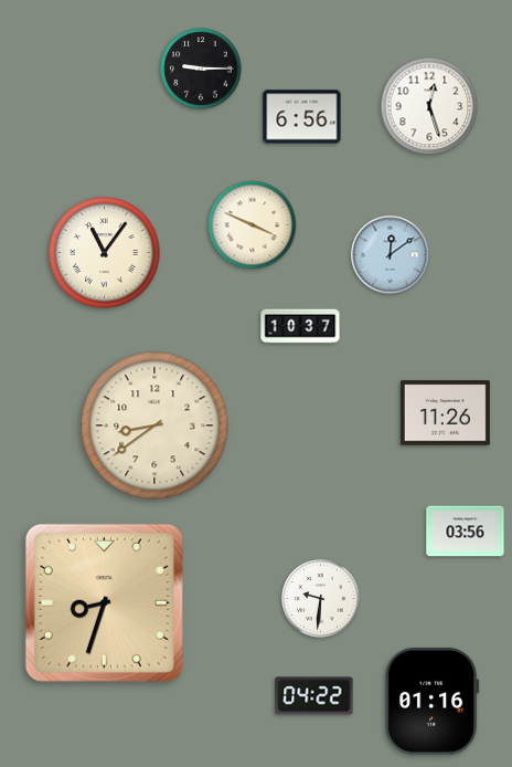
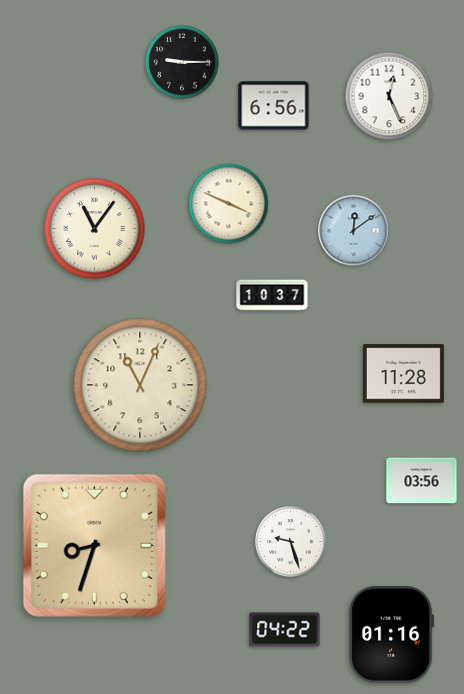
clock at (429, 106): 12:27 -> 12:26
clock at (445, 413): 11:26 -> 11:28
clock at (154, 425): 8:39 -> 11:04
clock at (321, 599): 9:31 -> 9:27
